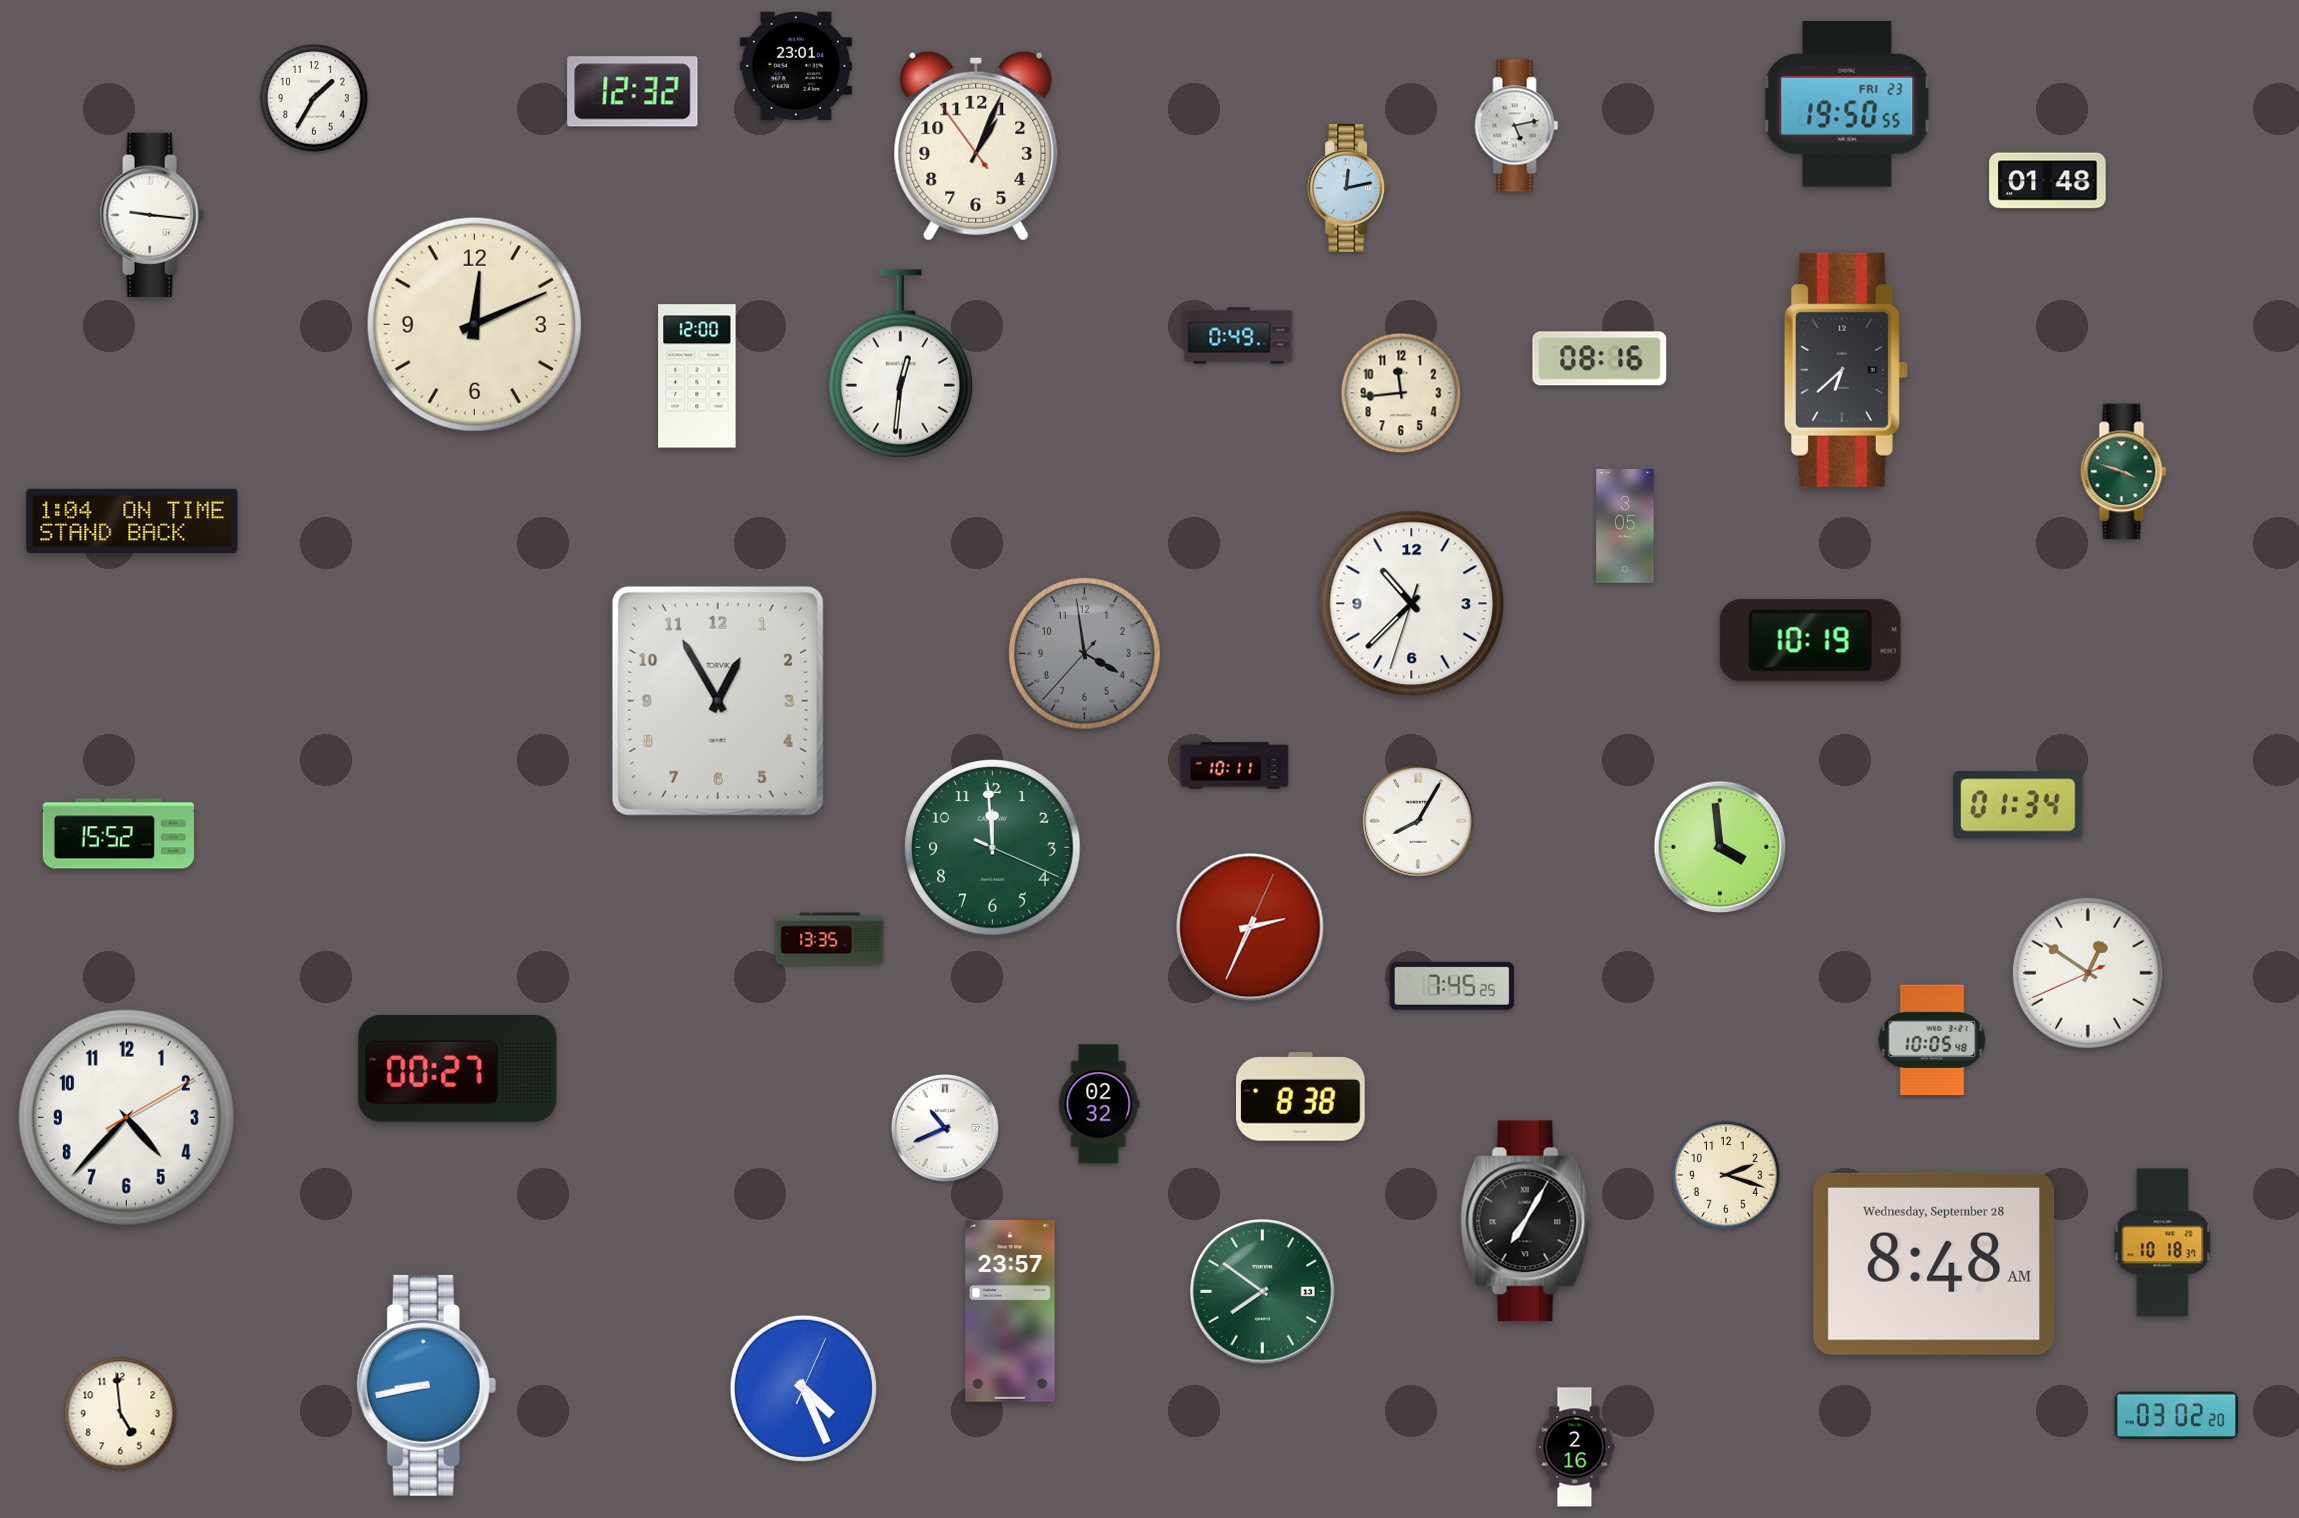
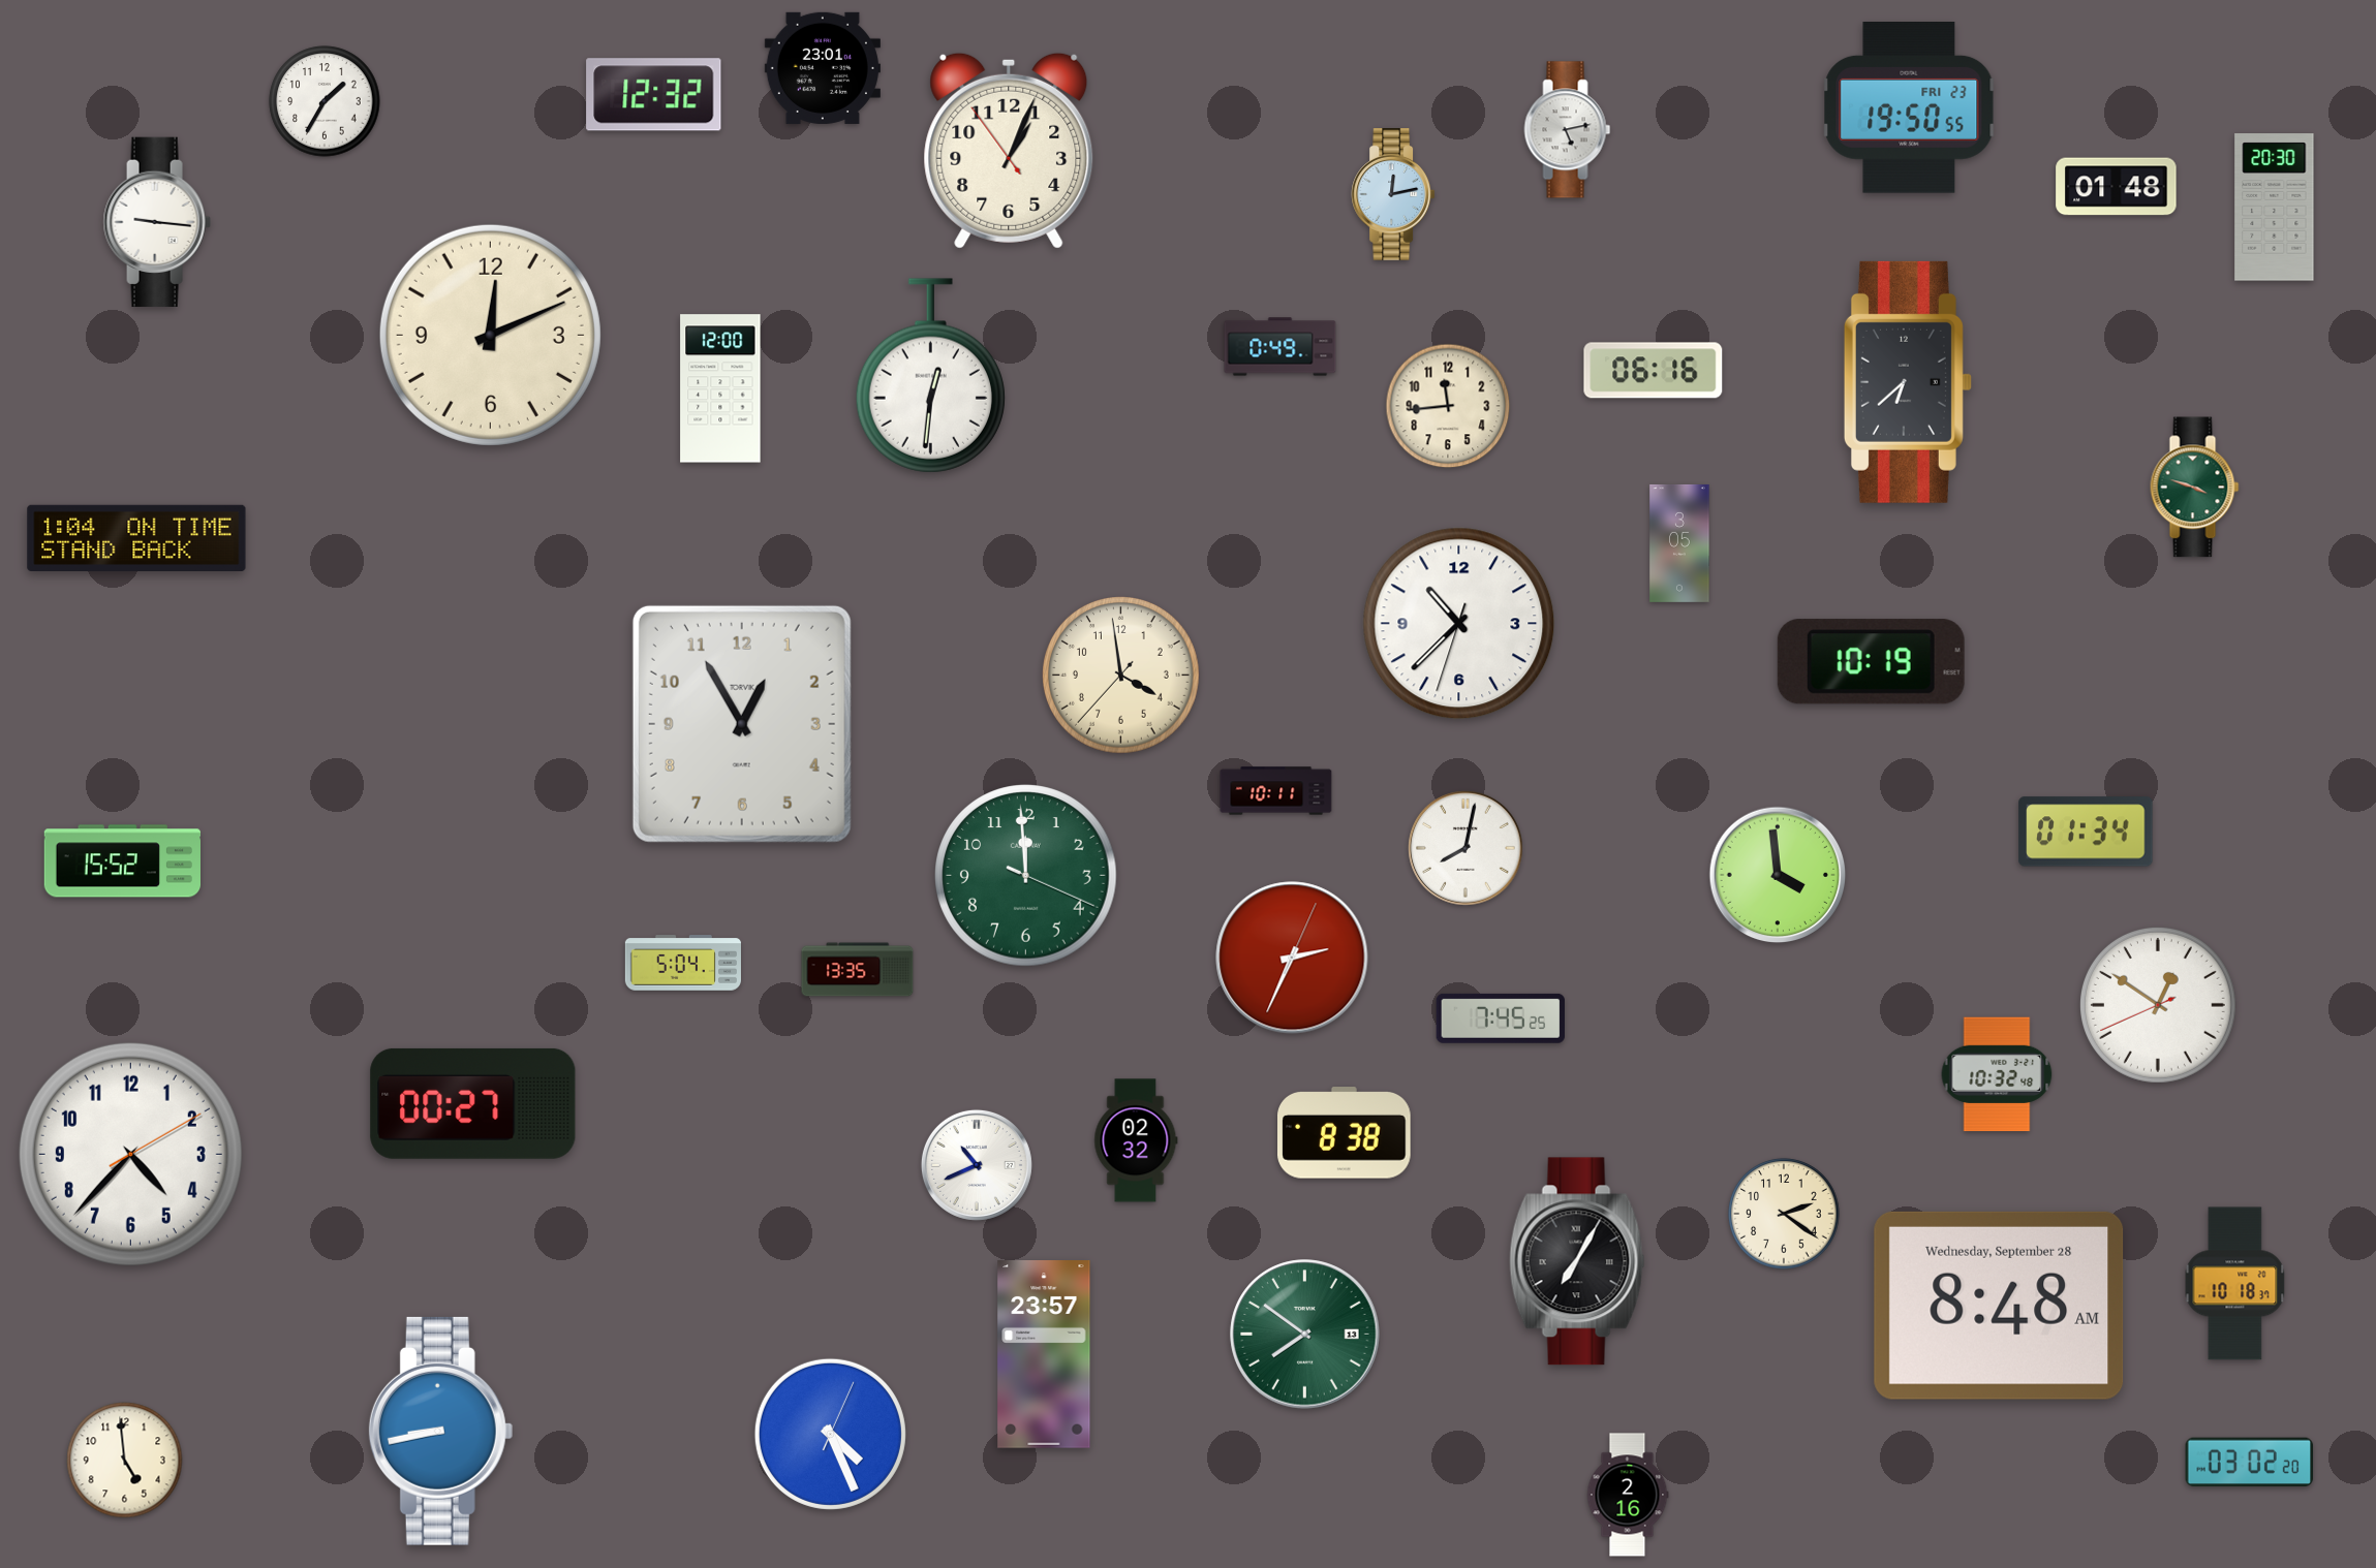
clock at (2275, 208): none -> 20:30
clock at (1600, 359): 08:16 -> 06:16
clock at (1085, 654) dial: grey -> cream
clock at (1419, 822): 8:05 -> 8:02
clock at (683, 963): none -> 5:04
clock at (1932, 1040): 10:05 -> 10:32
clock at (1726, 1175): 2:18 -> 2:21
